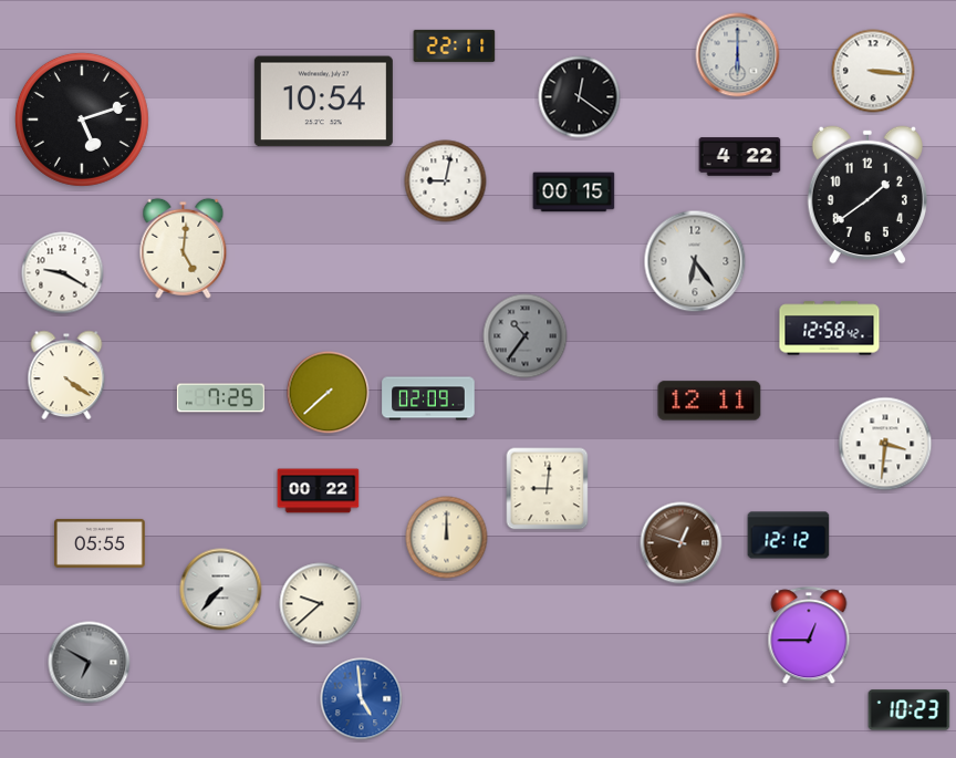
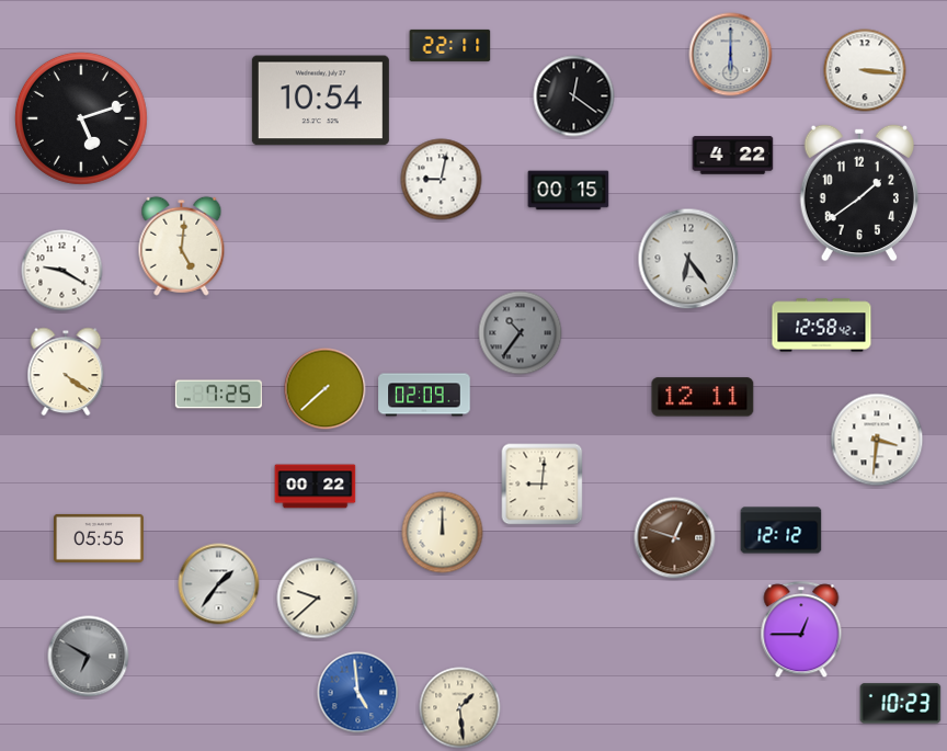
clock at (221, 590): 7:37 -> 1:36
clock at (460, 708): none -> 1:29
